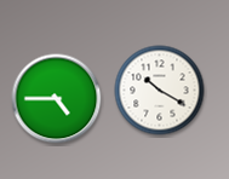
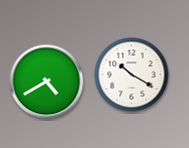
clock at (57, 99): 4:45 -> 4:40
